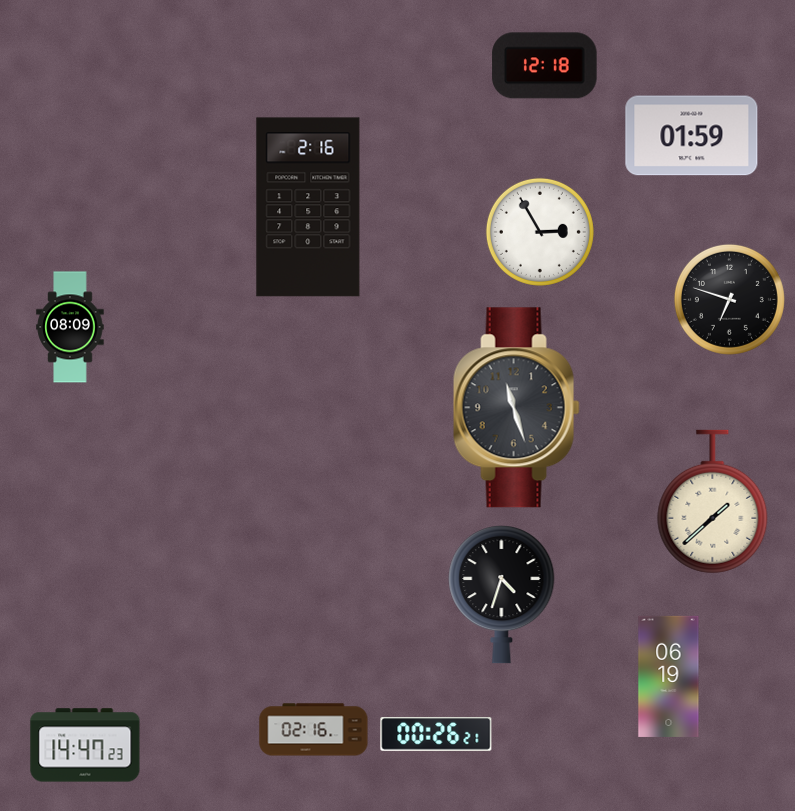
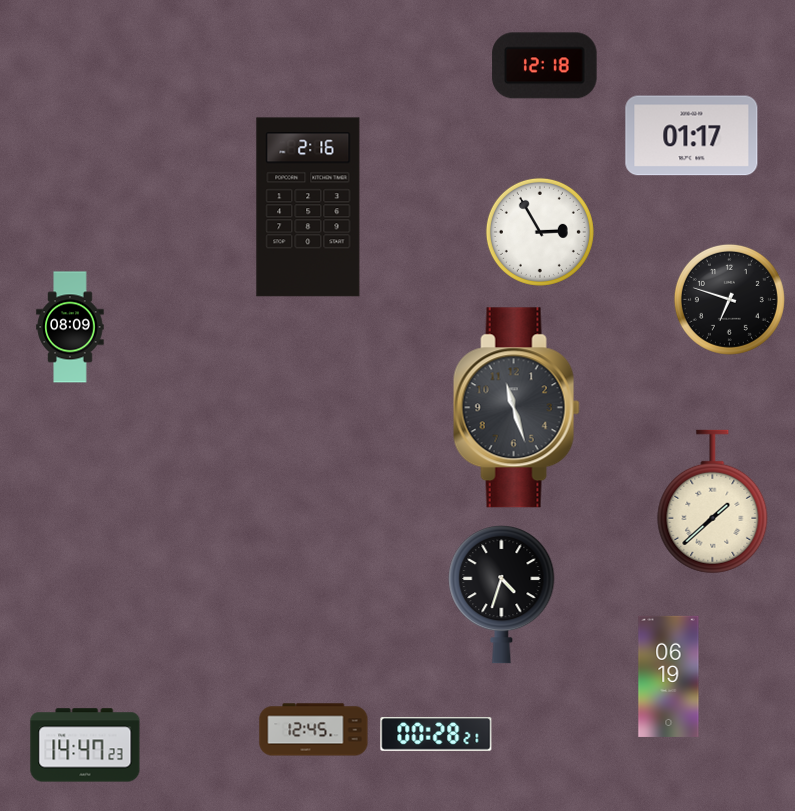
clock at (692, 136): 01:59 -> 01:17
clock at (314, 730): 02:16 -> 12:45
clock at (436, 735): 00:26 -> 00:28
